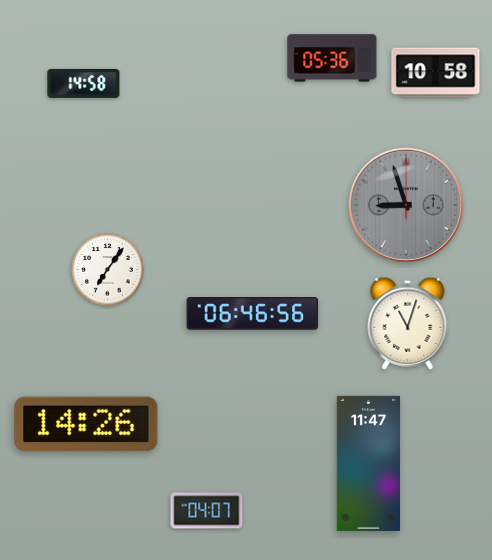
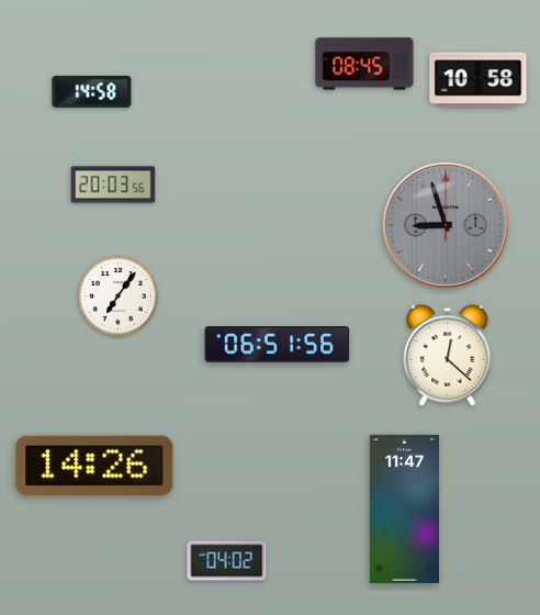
clock at (332, 58): 05:36 -> 08:45
clock at (113, 185): none -> 20:03
clock at (253, 314): 06:46 -> 06:51
clock at (408, 323): 11:03 -> 12:22
clock at (207, 511): 04:07 -> 04:02
